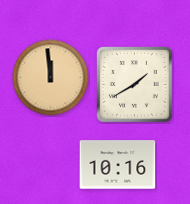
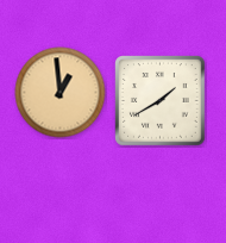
clock at (51, 78): 11:59 -> 12:59
clock at (118, 165): 10:16 -> none
